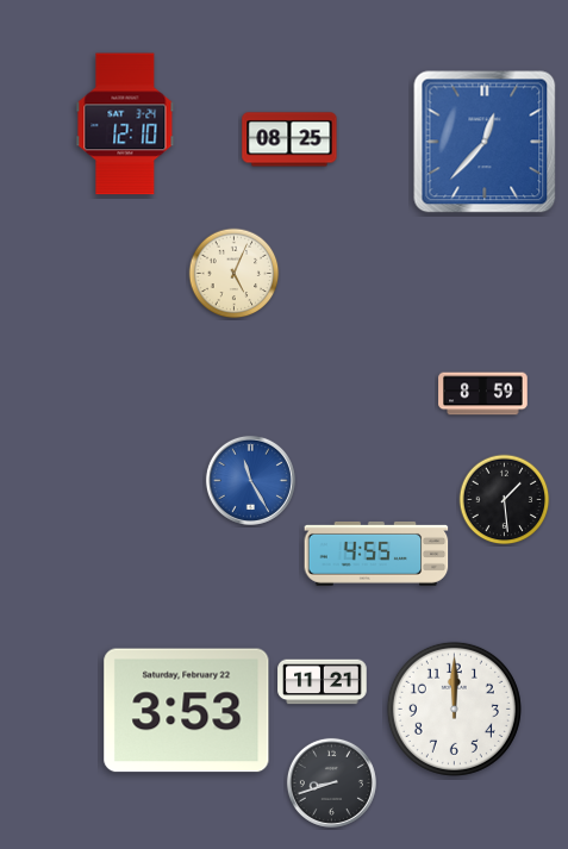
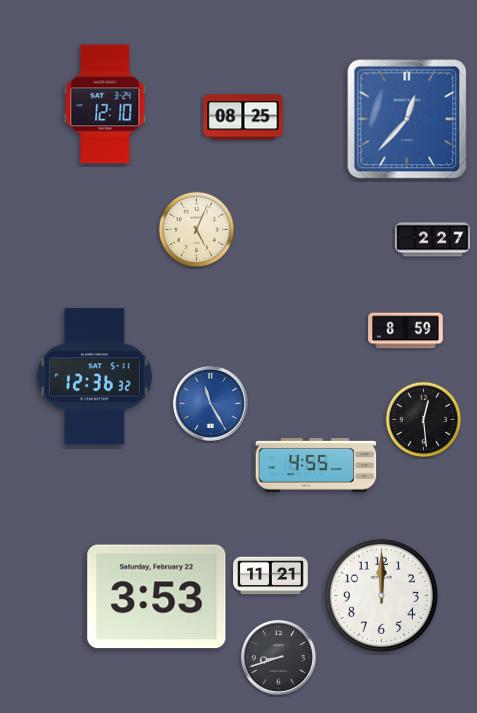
clock at (433, 240): none -> 2:27
clock at (94, 377): none -> 12:36
clock at (505, 500): 1:29 -> 12:29
clock at (323, 682) position: (323, 682) -> (271, 576)
